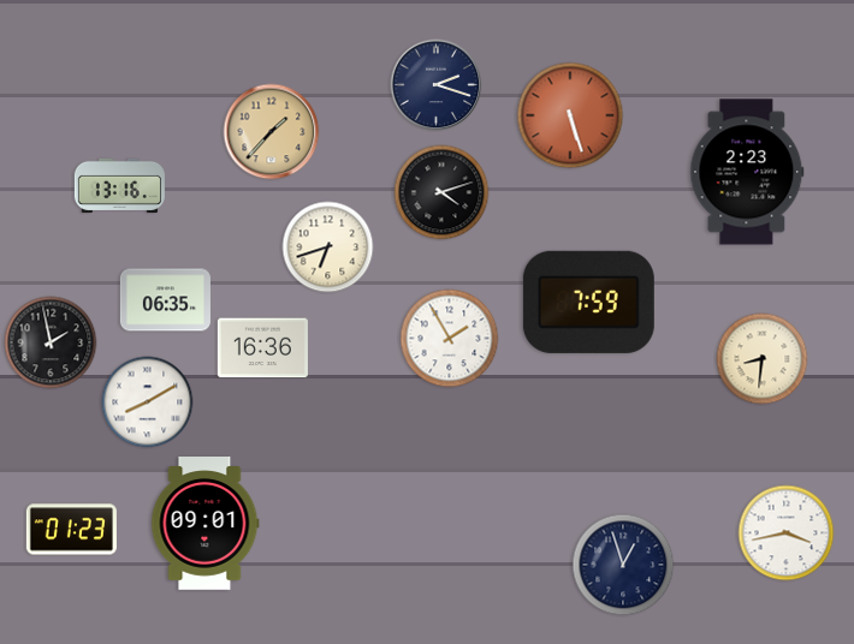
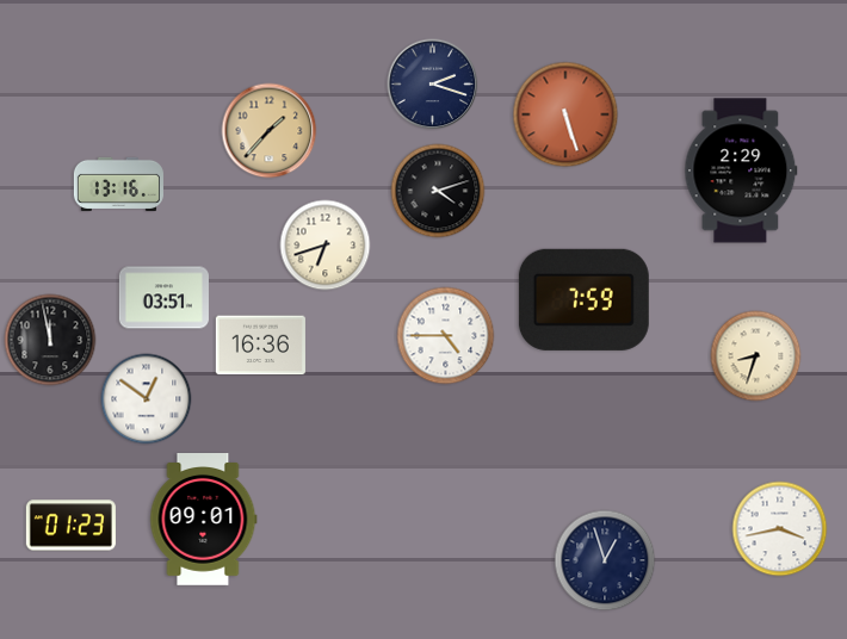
clock at (747, 172): 2:23 -> 2:29
clock at (165, 300): 06:35 -> 03:51
clock at (450, 339): 1:55 -> 4:45
clock at (51, 342): 1:58 -> 11:58
clock at (763, 359): 8:31 -> 8:33
clock at (148, 402): 8:10 -> 12:51
clock at (623, 565) position: (623, 565) -> (605, 560)
